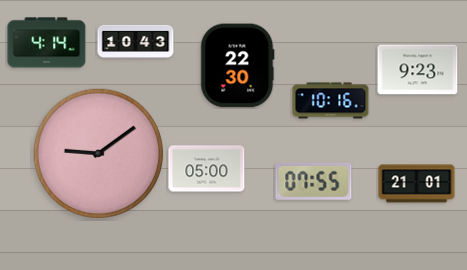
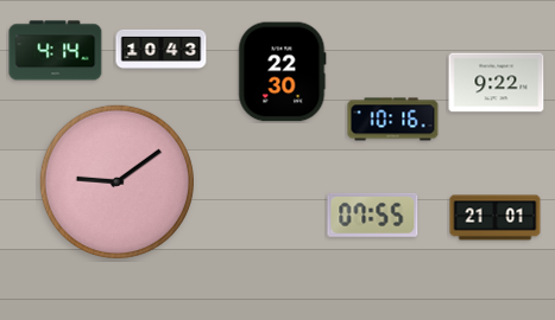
clock at (238, 66) position: (238, 66) -> (283, 72)
clock at (418, 70): 9:23 -> 9:22
clock at (207, 169): 05:00 -> none
